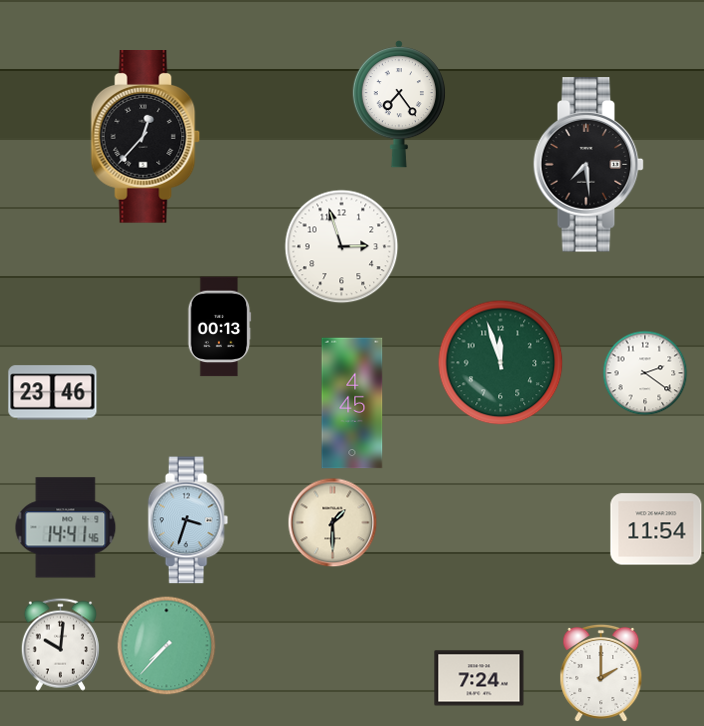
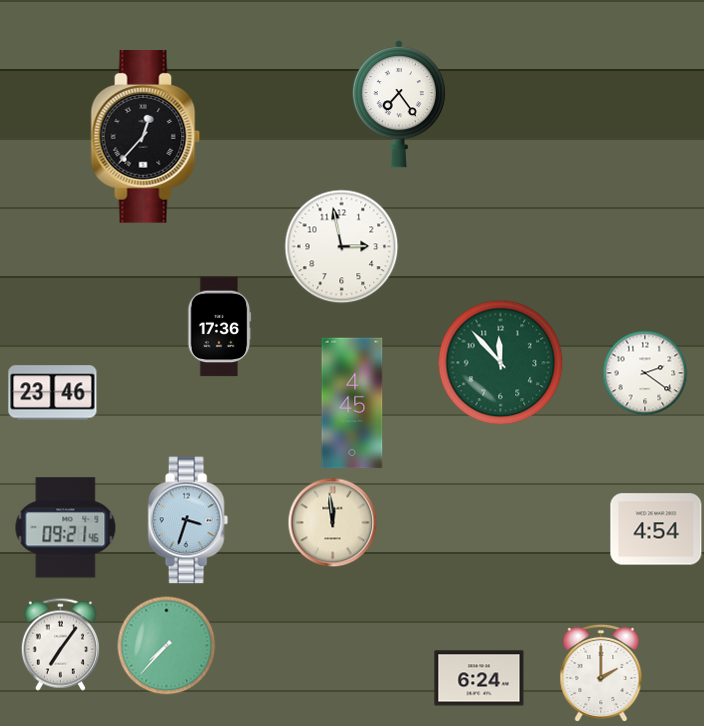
clock at (588, 165): 7:29 -> none
clock at (342, 247): 2:57 -> 2:58
clock at (219, 327): 00:13 -> 17:36
clock at (501, 363): 11:57 -> 11:53
clock at (333, 523): 1:30 -> 11:59
clock at (66, 528): 14:41 -> 09:21
clock at (656, 529): 11:54 -> 4:54
clock at (60, 644): 10:01 -> 7:06
clock at (479, 678): 7:24 -> 6:24
